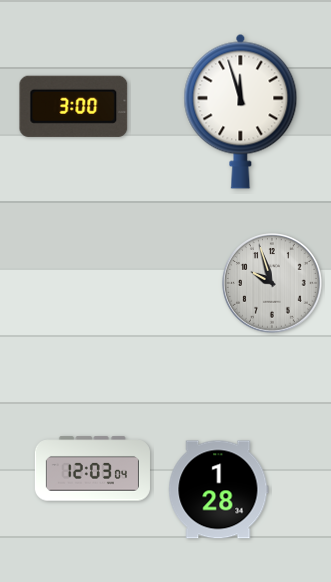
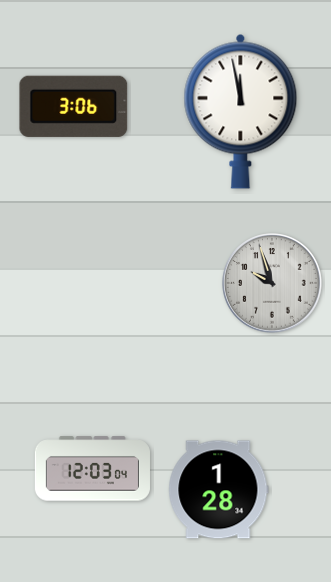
clock at (74, 106): 3:00 -> 3:06
clock at (241, 111): 11:57 -> 11:58
